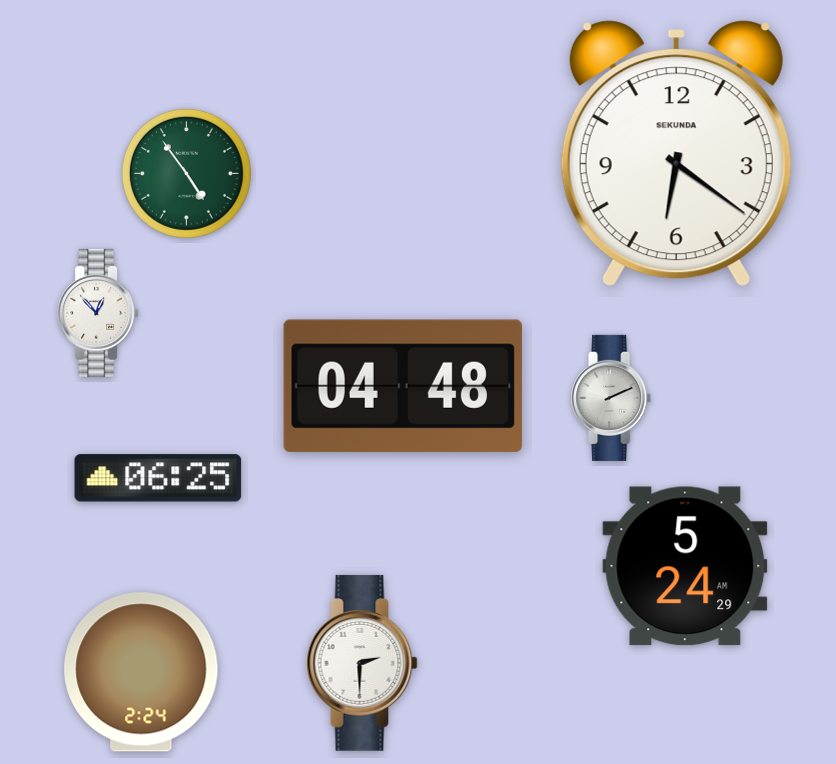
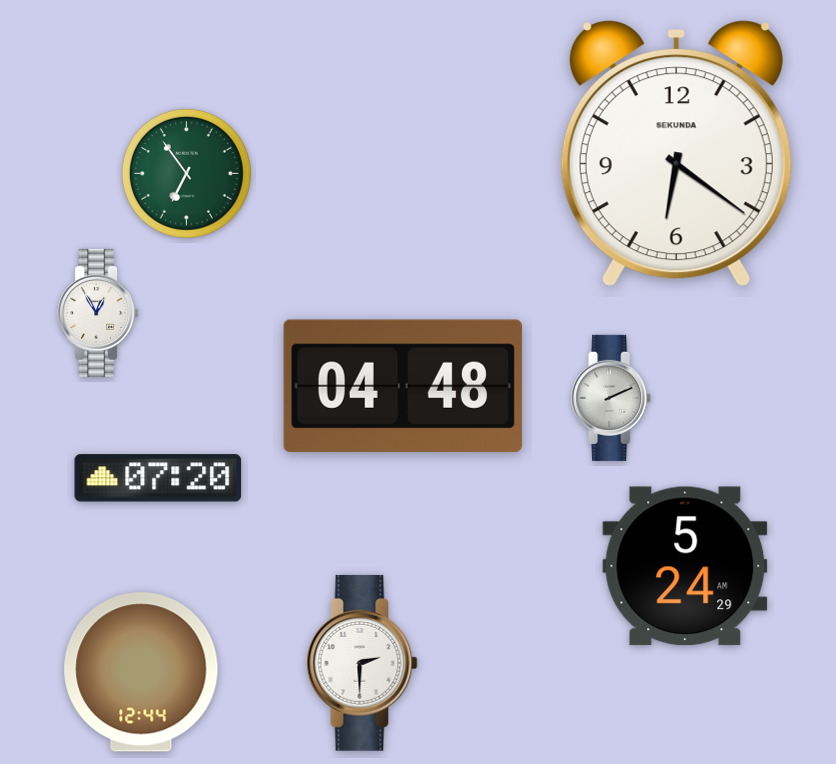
clock at (186, 173): 4:54 -> 6:54
clock at (98, 313): 12:53 -> 12:55
clock at (158, 478): 06:25 -> 07:20
clock at (141, 672): 2:24 -> 12:44
